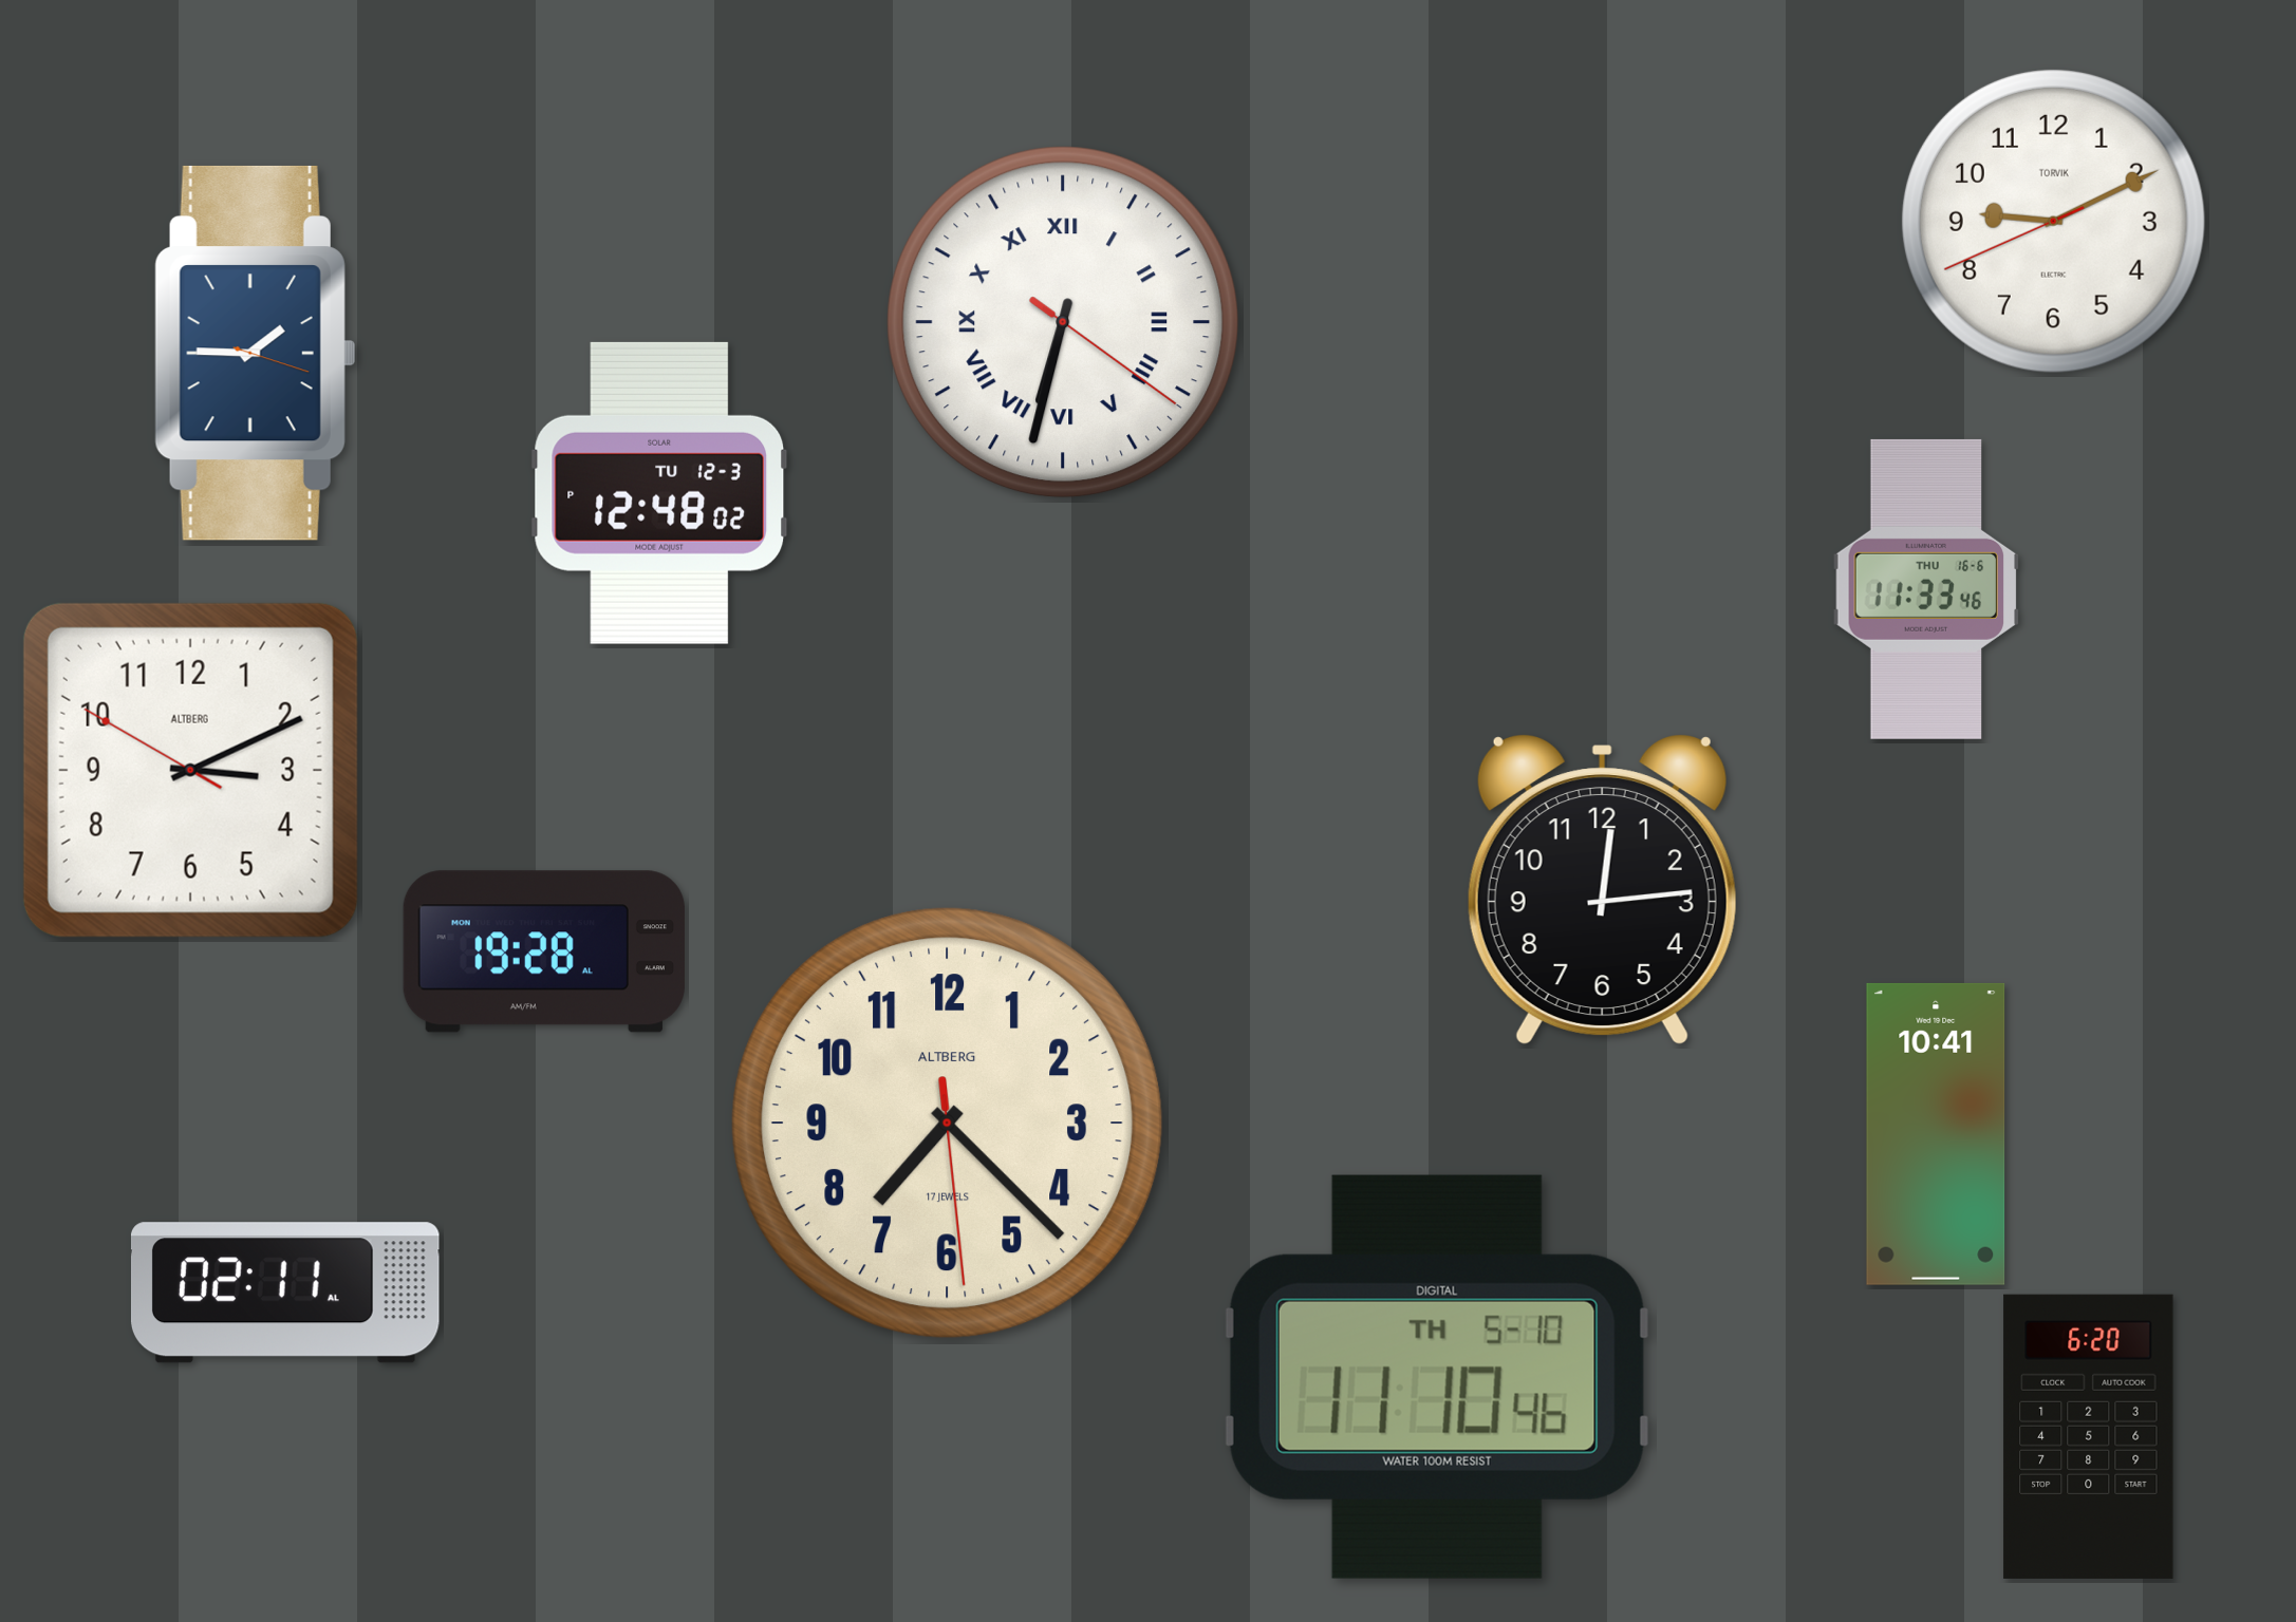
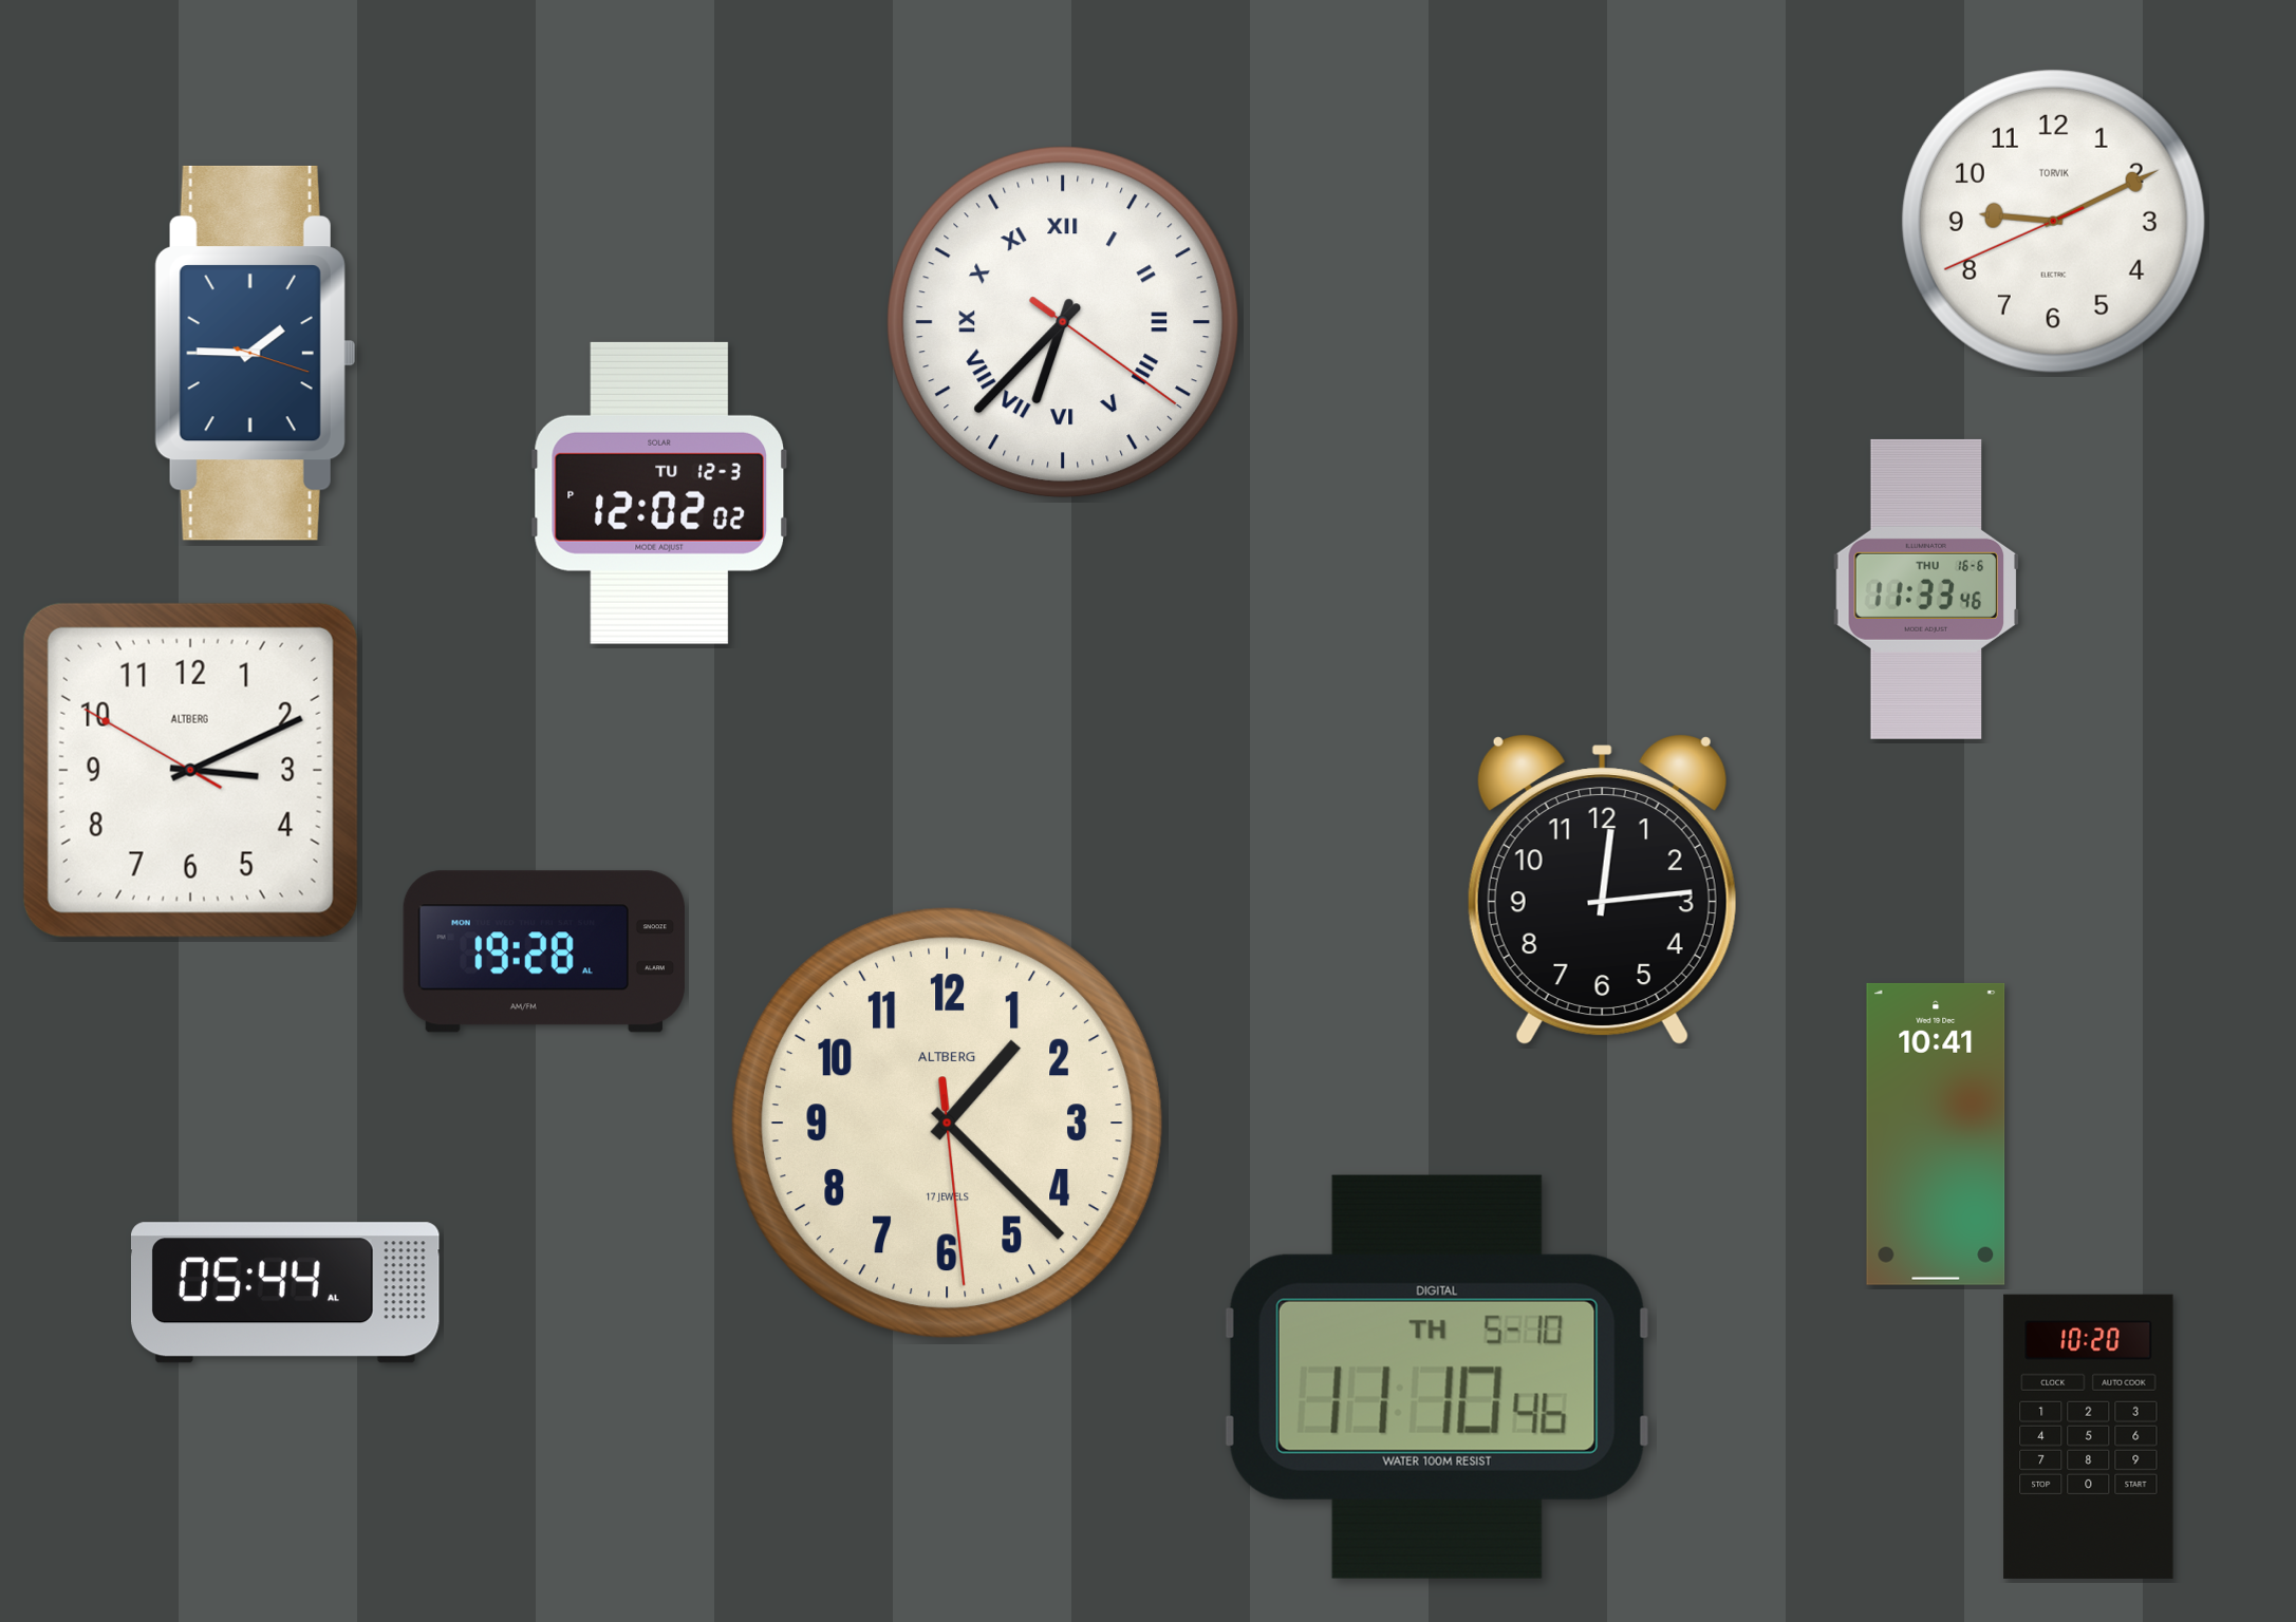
clock at (1063, 322): 6:32 -> 6:37
clock at (659, 493): 12:48 -> 12:02
clock at (948, 1124): 7:22 -> 1:22
clock at (285, 1293): 02:11 -> 05:44
clock at (2089, 1436): 6:20 -> 10:20
